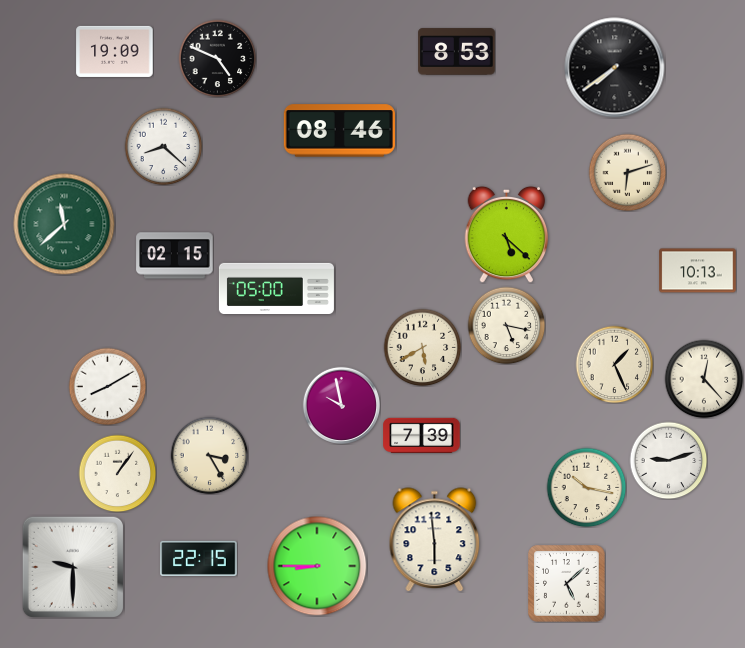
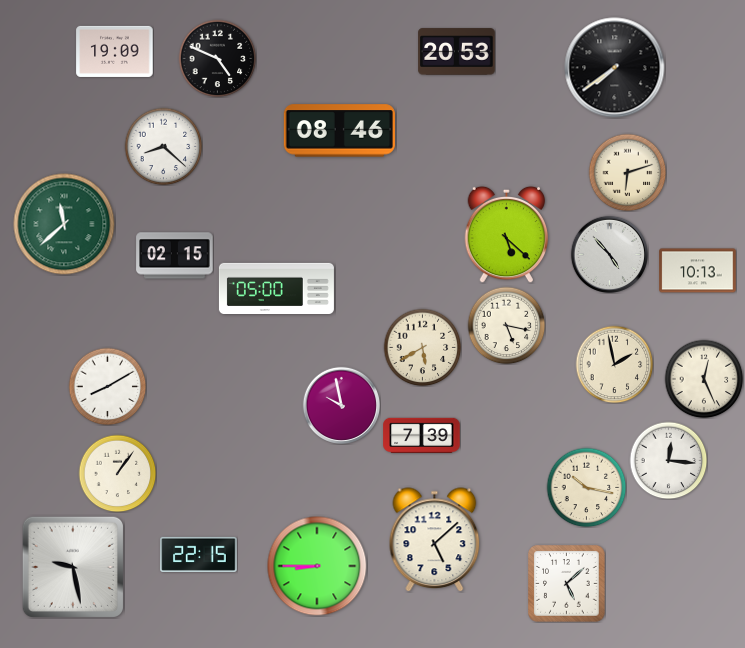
clock at (457, 52): 8:53 -> 20:53
clock at (609, 254): none -> 4:53
clock at (614, 364): 1:26 -> 1:58
clock at (704, 379): 12:23 -> 12:26
clock at (209, 455): 3:25 -> none
clock at (668, 460): 9:12 -> 12:16
clock at (435, 540): 5:59 -> 5:08
clock at (199, 558) position: (199, 558) -> (199, 554)
clock at (73, 567): 9:30 -> 9:28
